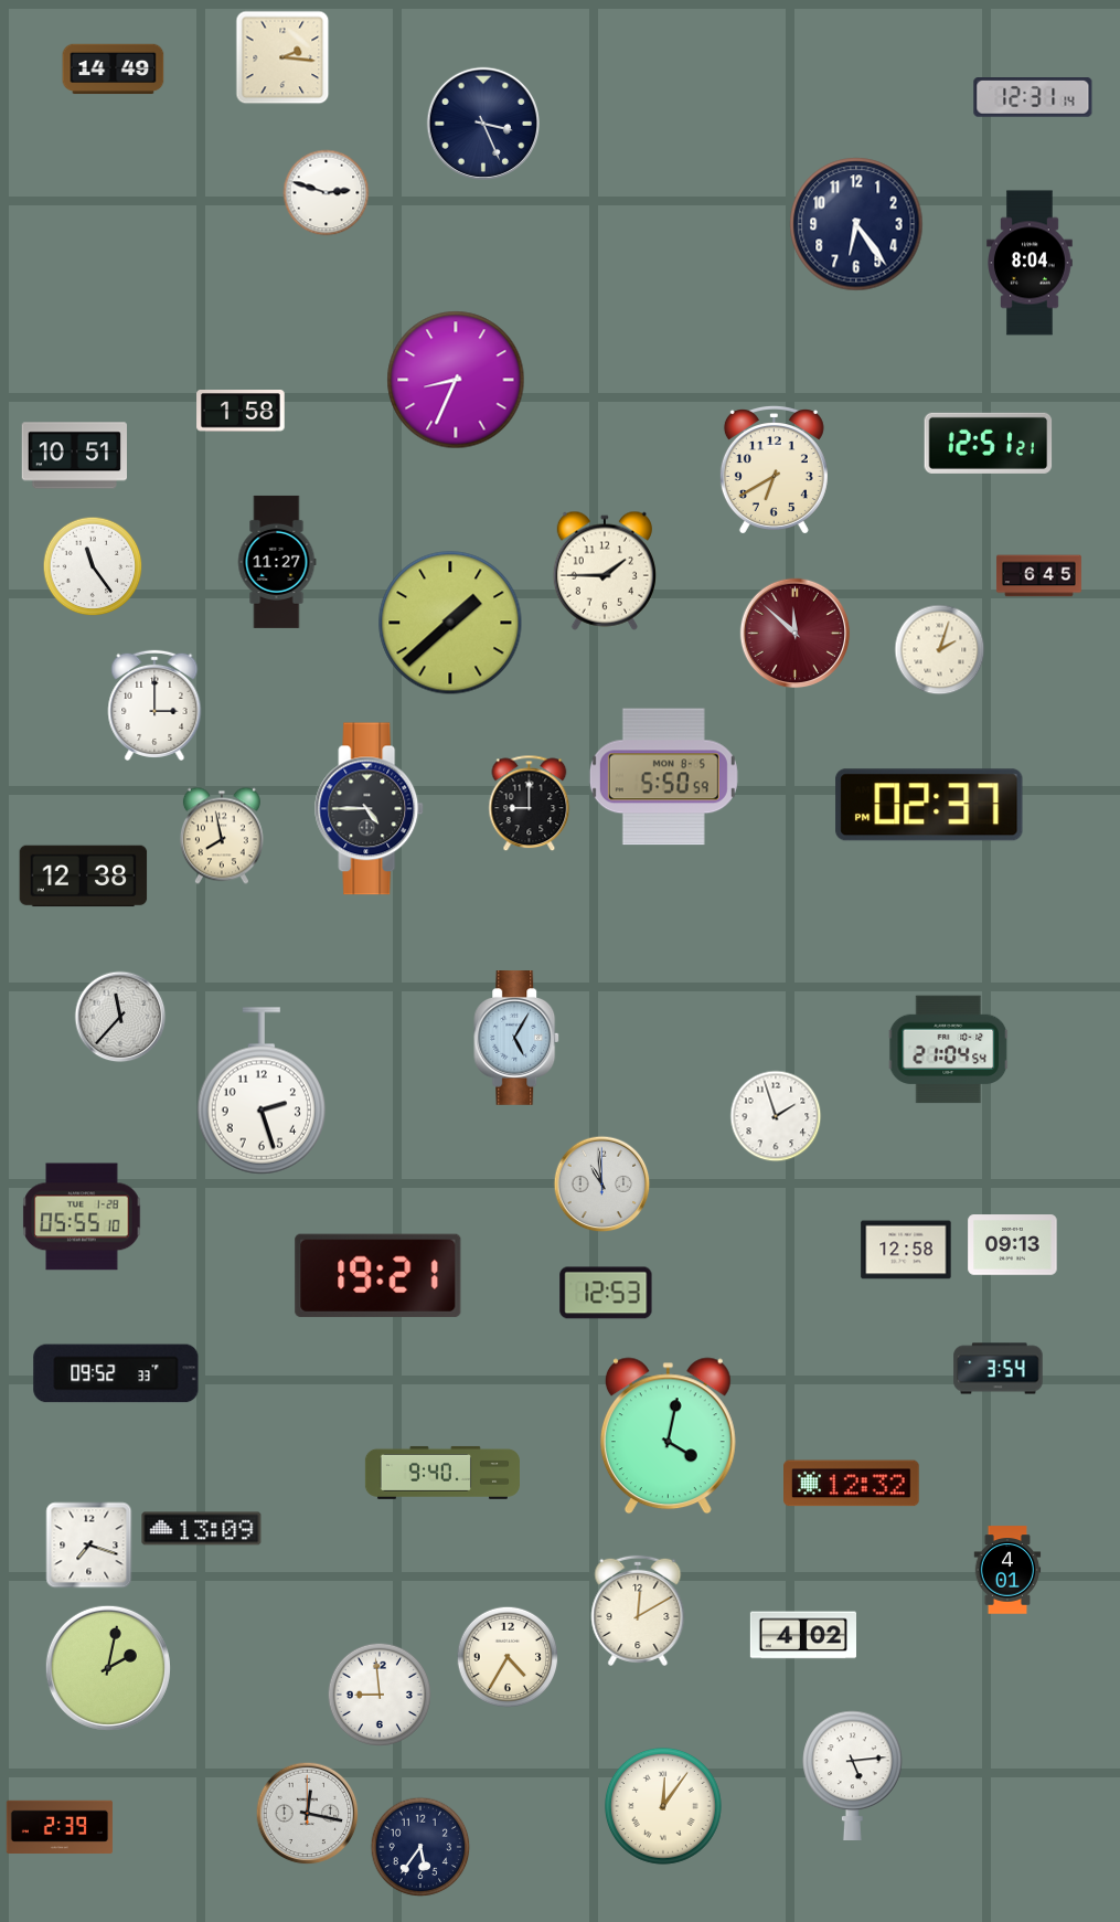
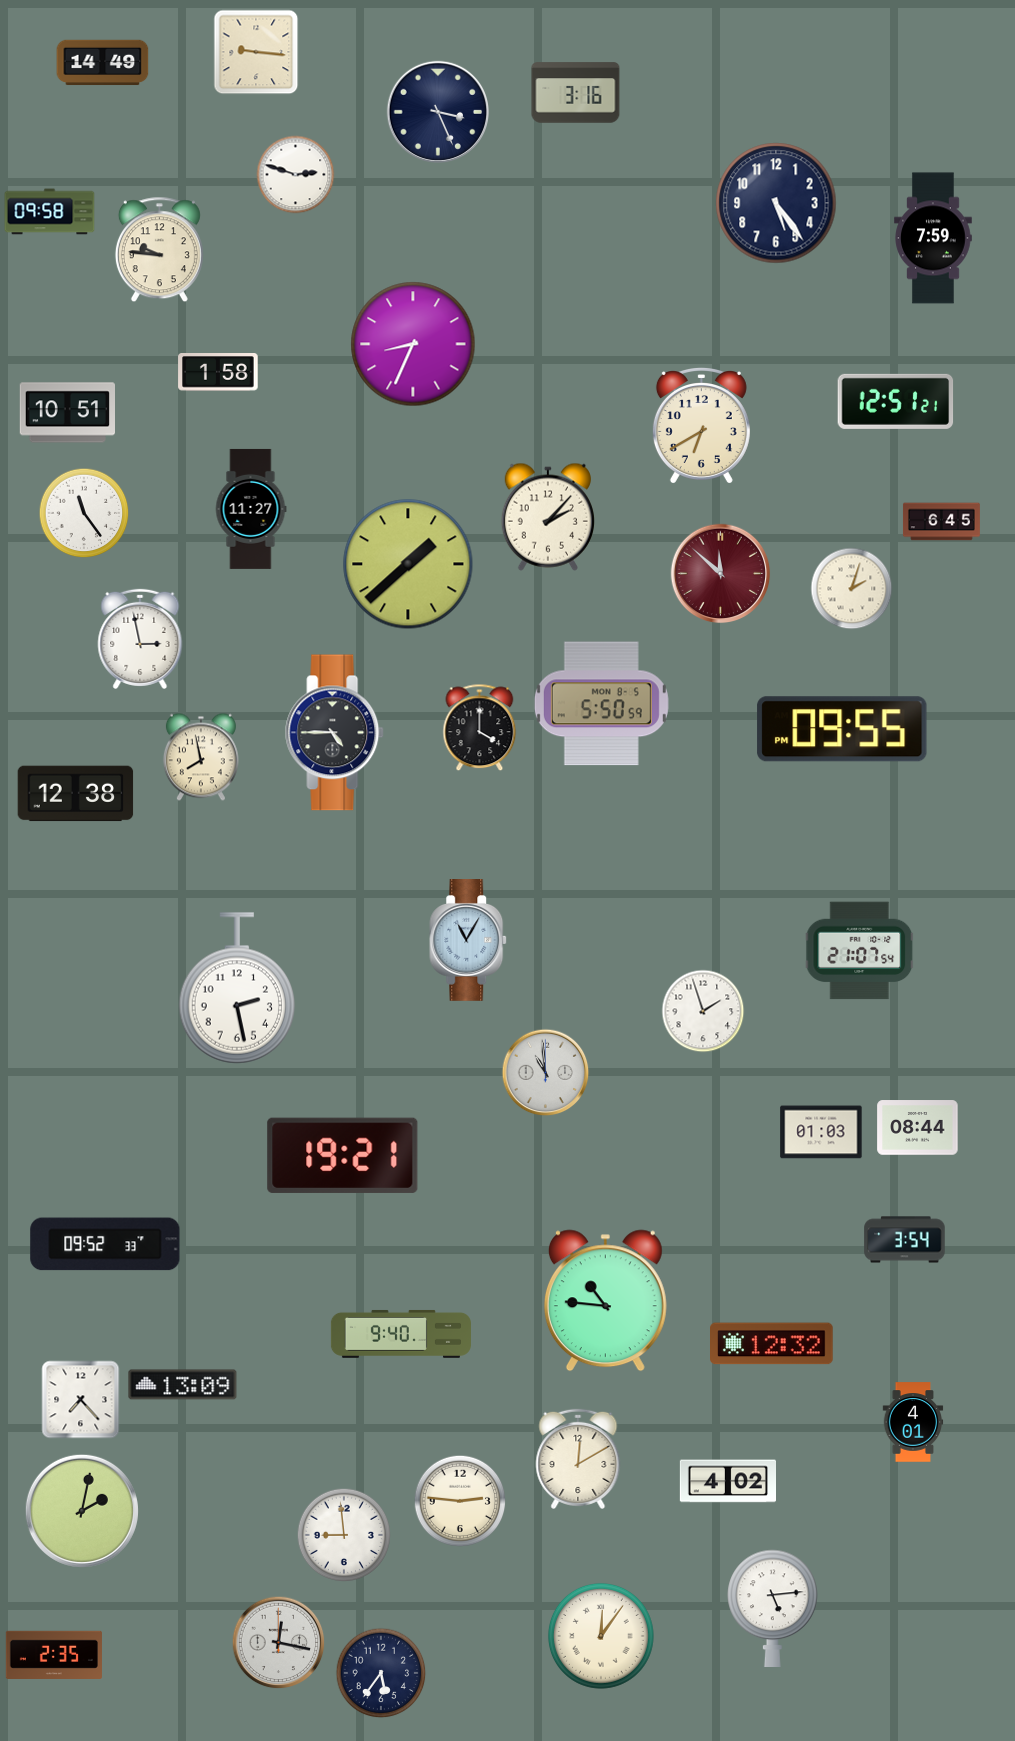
clock at (282, 57): 2:16 -> 9:16
clock at (1033, 98): 12:31 -> none
clock at (576, 93): none -> 3:16
clock at (856, 224): 6:24 -> 5:24
clock at (50, 212): none -> 09:58
clock at (1030, 263): 8:04 -> 7:59
clock at (159, 250): none -> 9:46
clock at (605, 571): 1:45 -> 2:07
clock at (154, 705): 3:00 -> 2:58
clock at (530, 804): 9:00 -> 4:00
clock at (929, 805): 02:37 -> 09:55
clock at (120, 1017): 11:37 -> none
clock at (518, 1039): 5:05 -> 11:05
clock at (949, 1050): 21:04 -> 21:07
clock at (262, 1091): 2:27 -> 2:28
clock at (82, 1217): 05:55 -> none
clock at (1013, 1245): 09:13 -> 08:44
clock at (906, 1250): 12:58 -> 01:03
clock at (606, 1293): 12:53 -> none
clock at (668, 1436): 4:02 -> 10:46
clock at (89, 1546): 7:18 -> 7:23
clock at (508, 1657): 4:35 -> 2:46
clock at (108, 1668) position: (108, 1668) -> (82, 1511)
clock at (60, 1826): 2:39 -> 2:35
